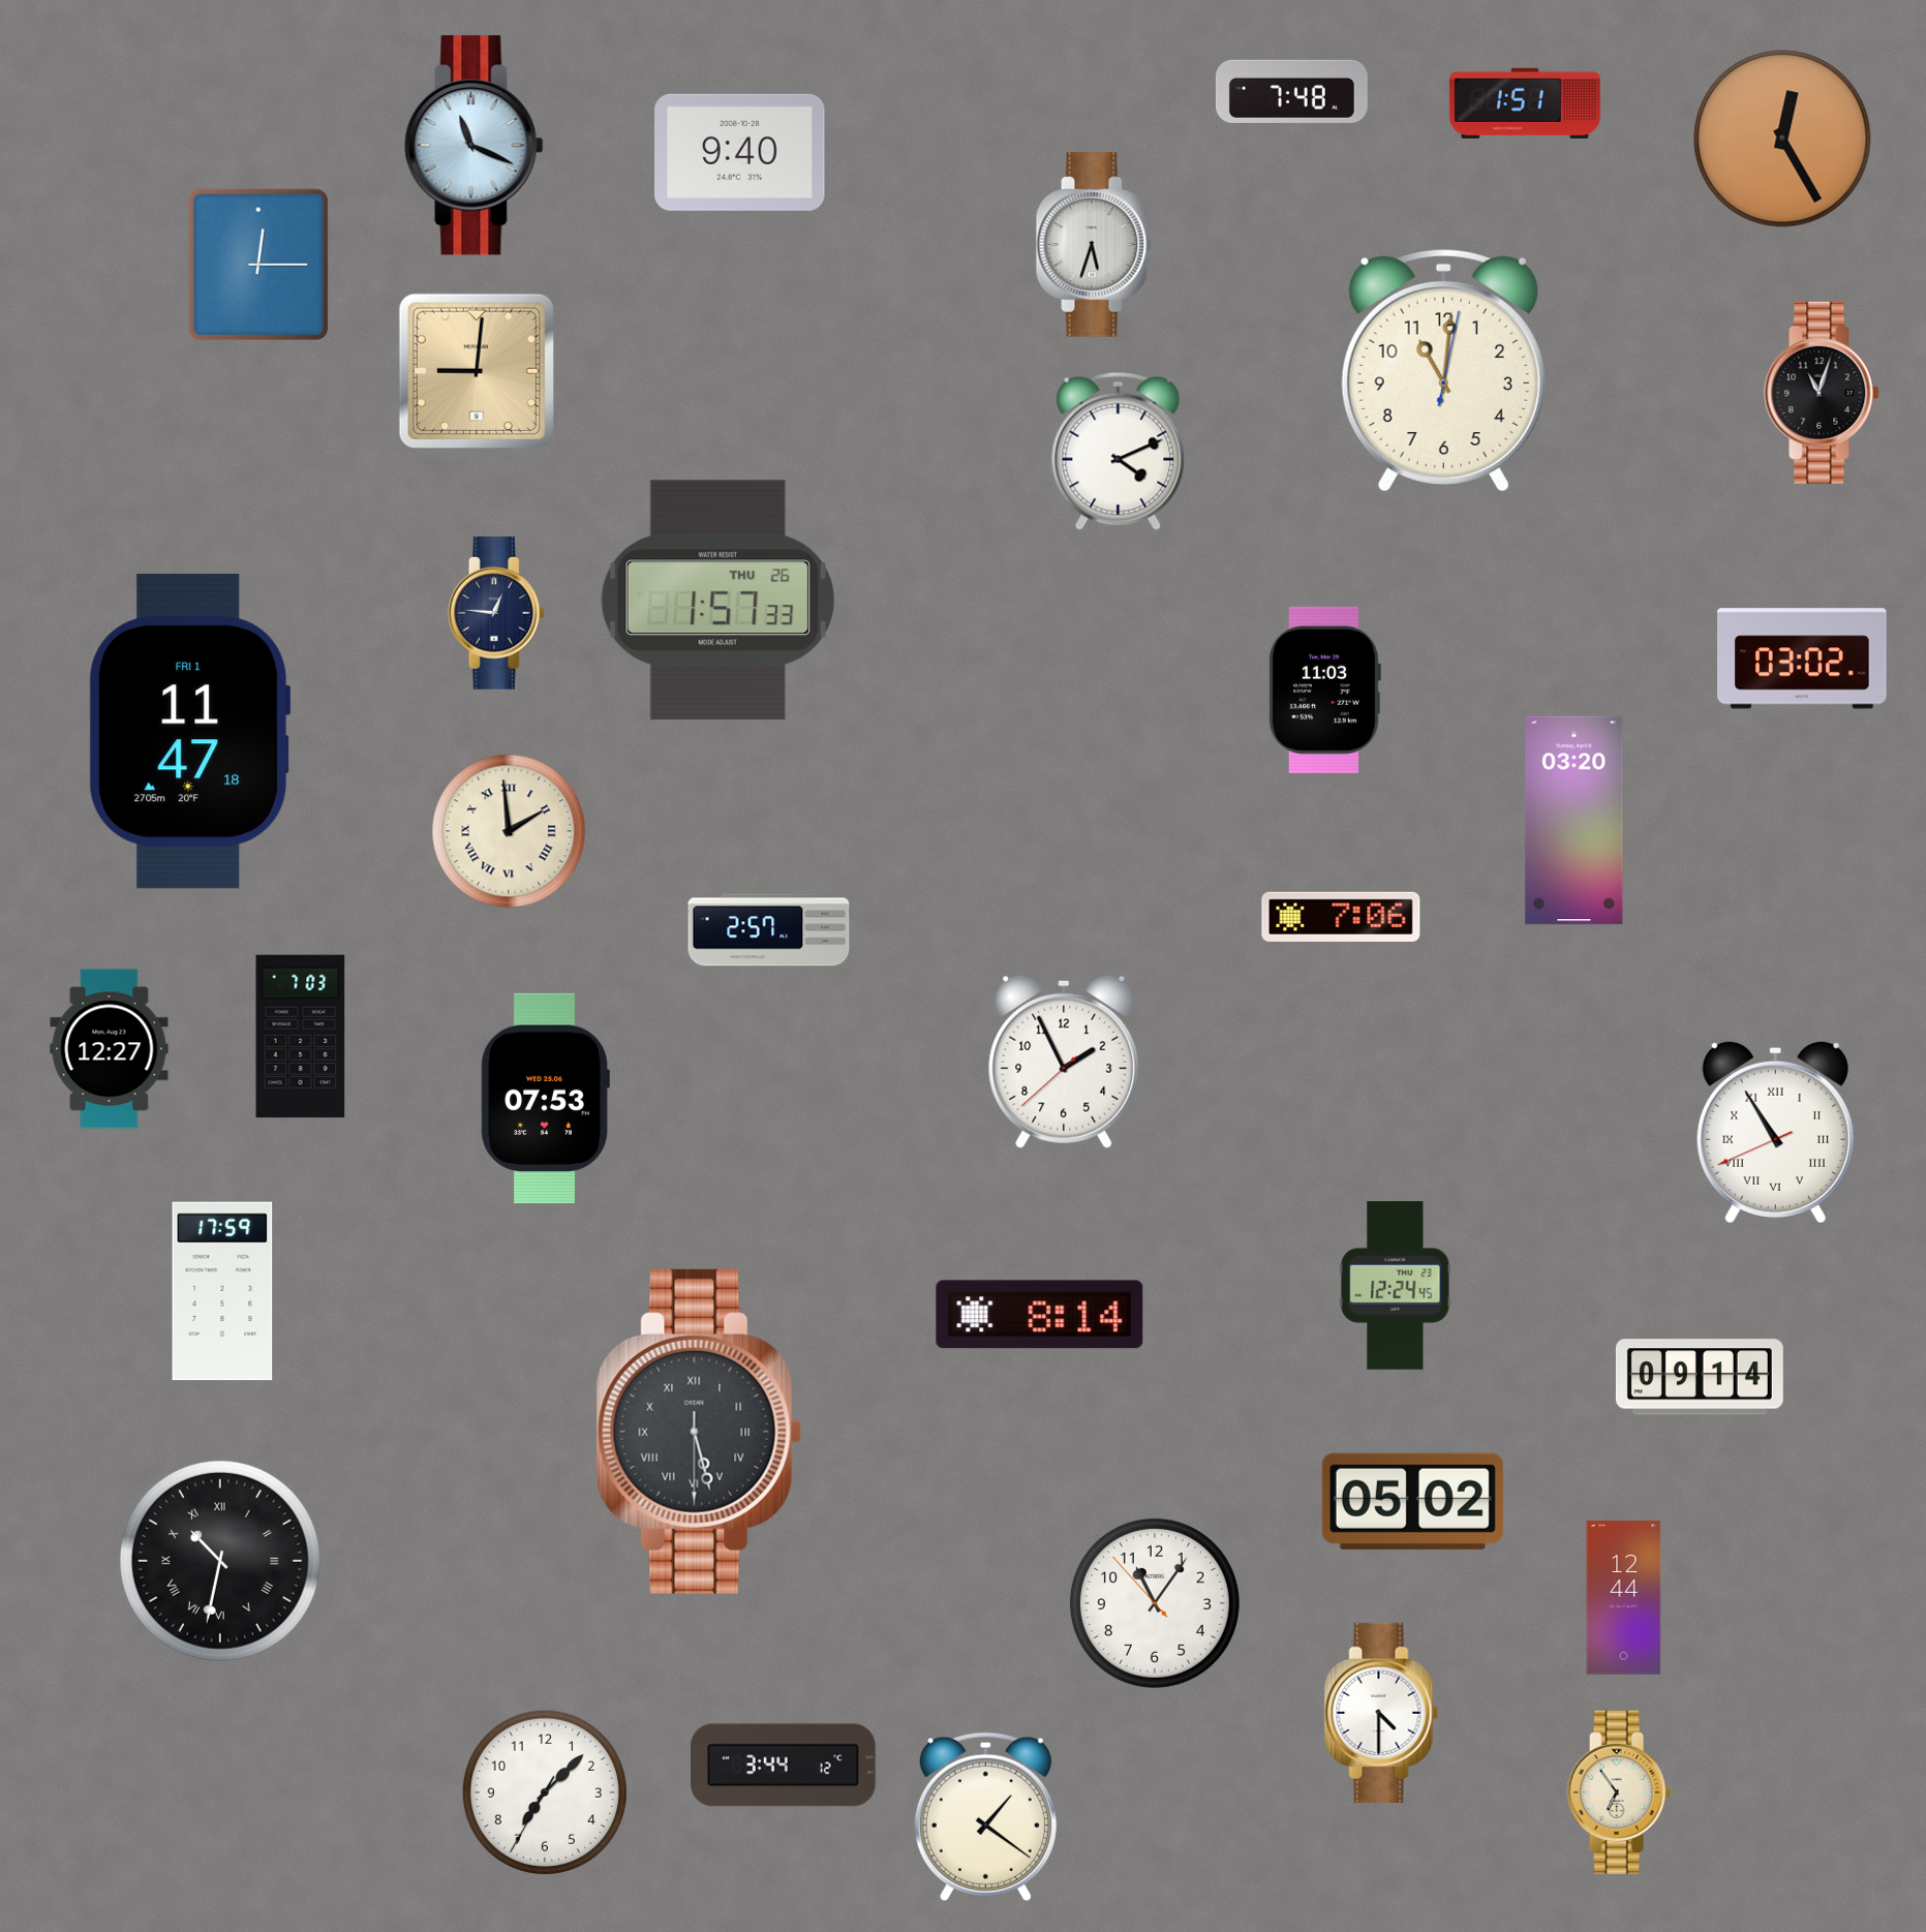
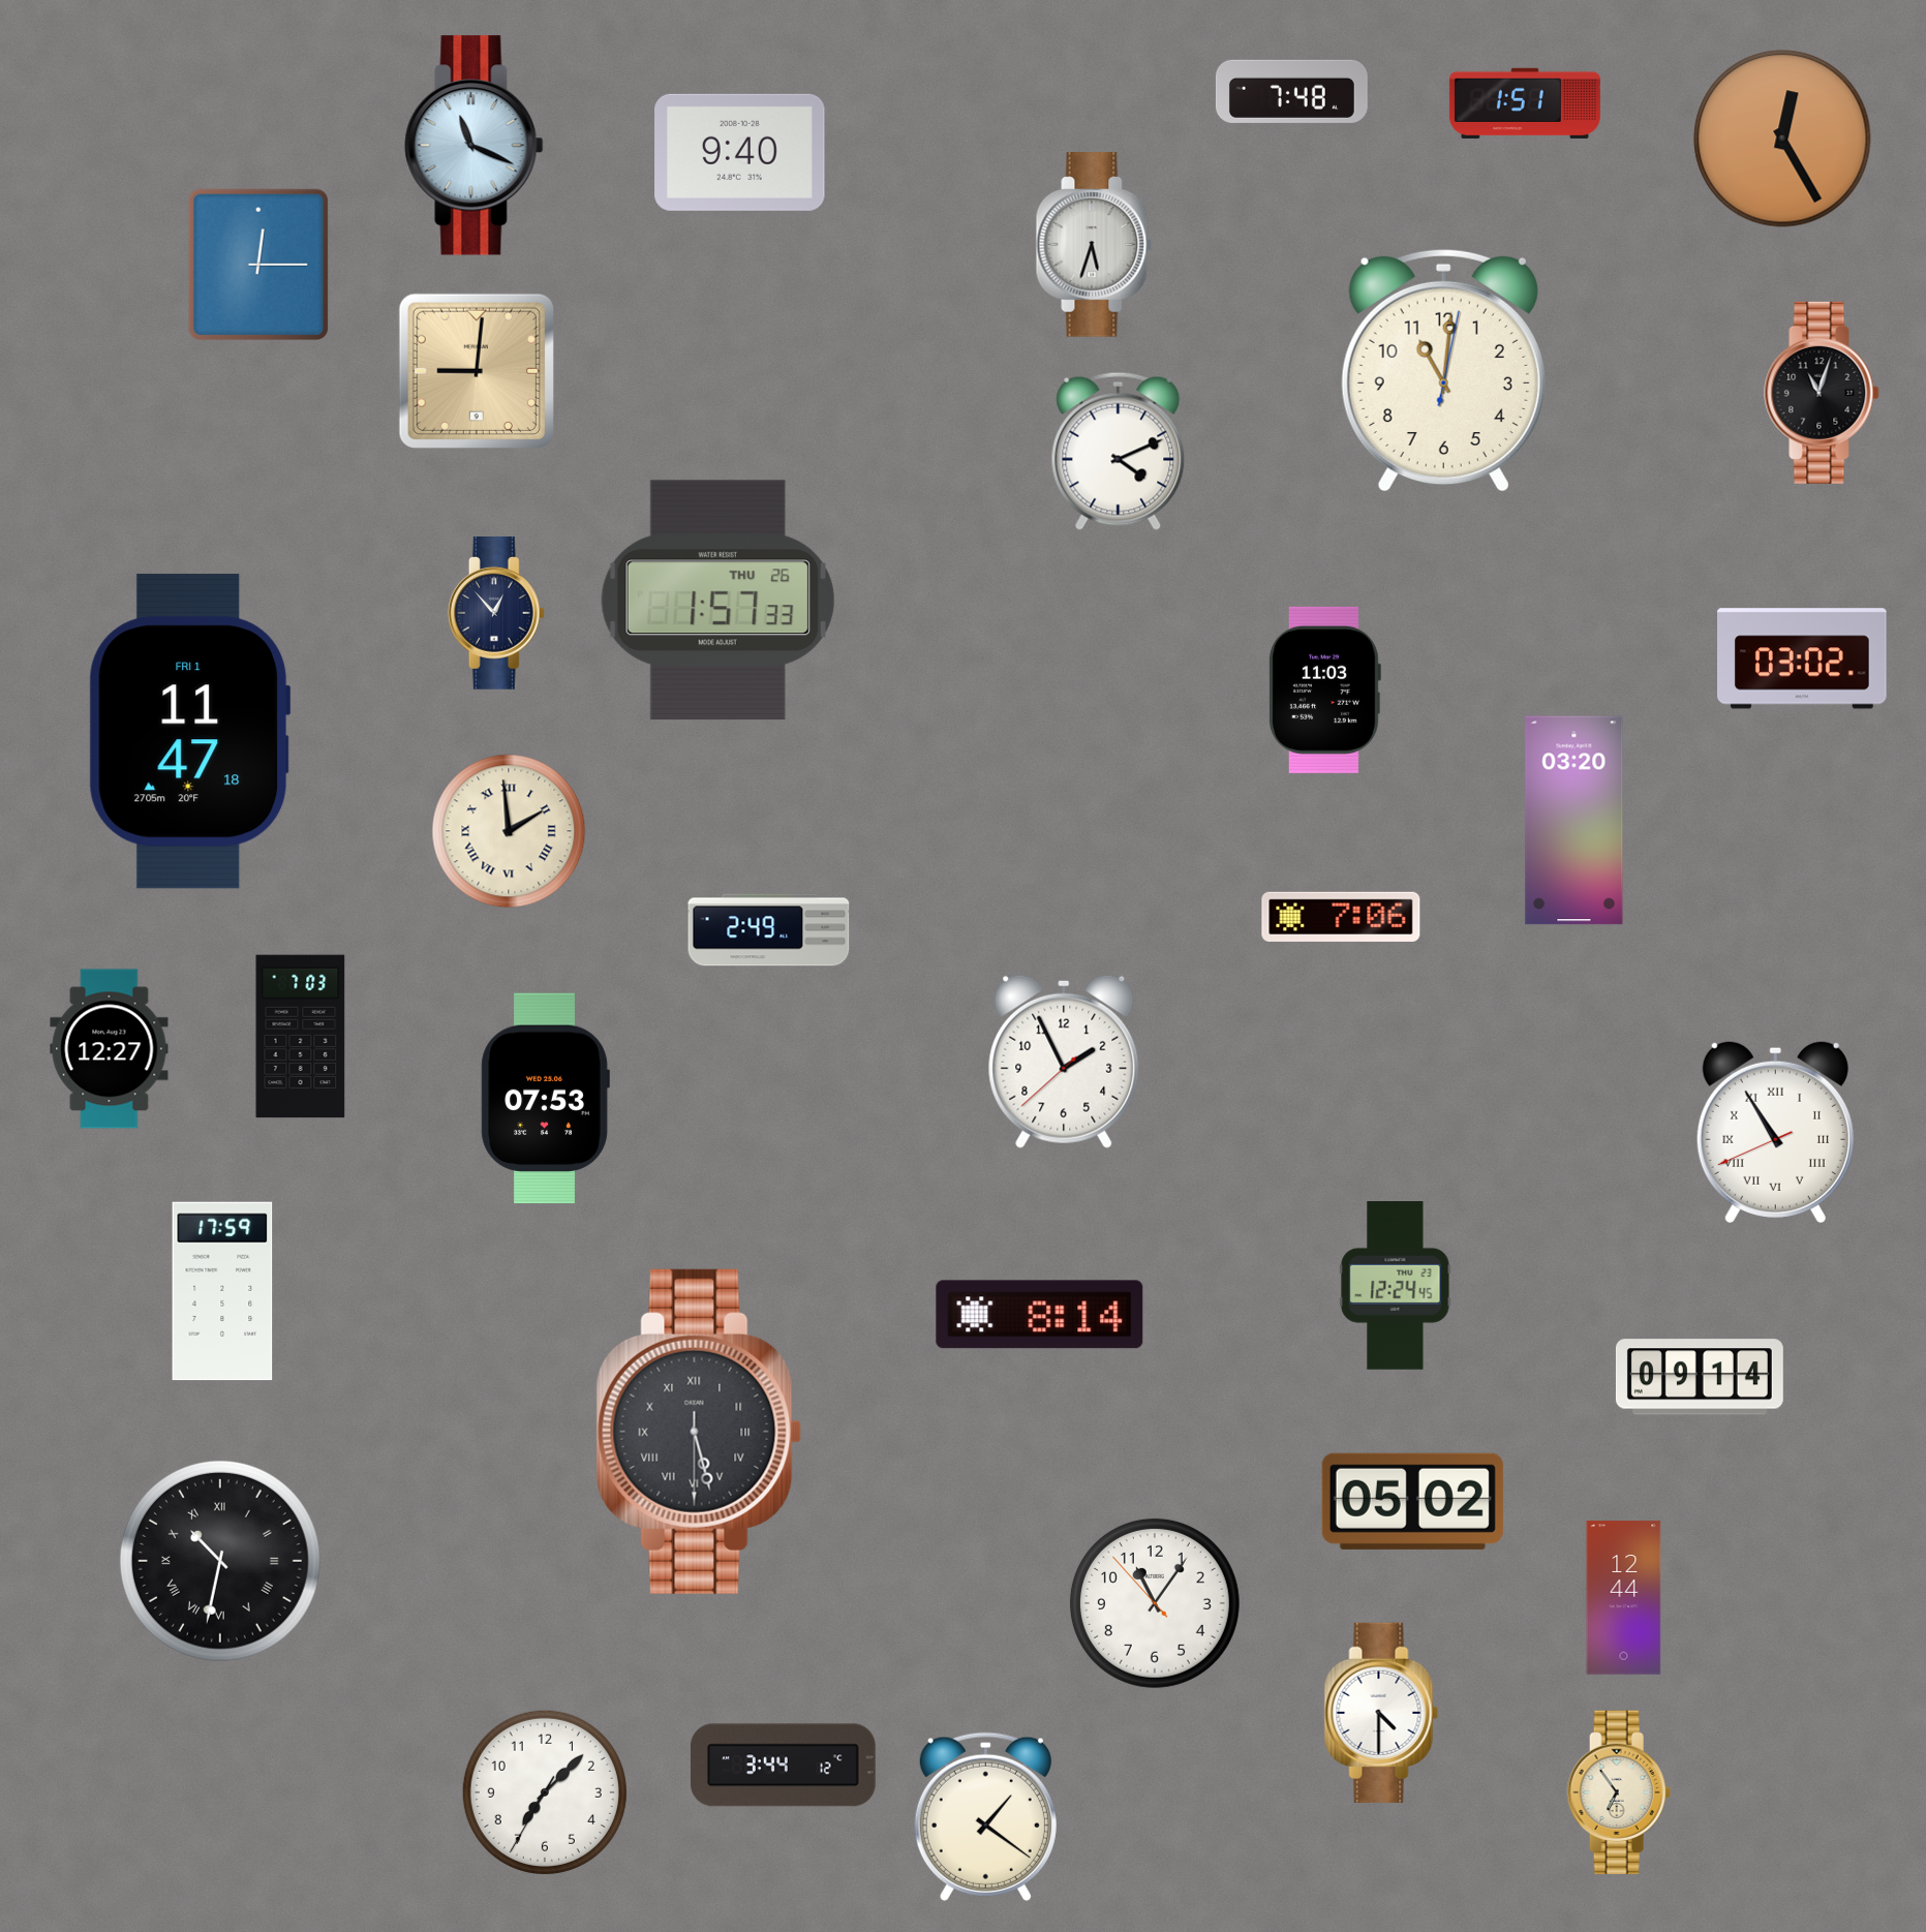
clock at (496, 614): 12:46 -> 12:53
clock at (769, 930): 2:57 -> 2:49
